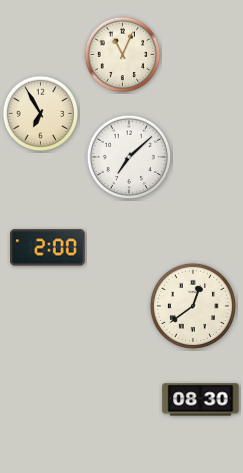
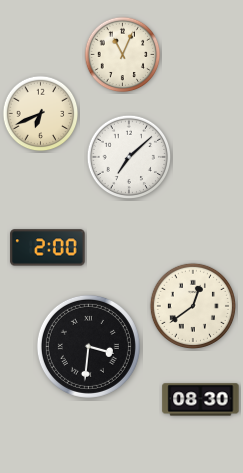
clock at (41, 114): 6:55 -> 6:41
clock at (88, 346): none -> 3:31
